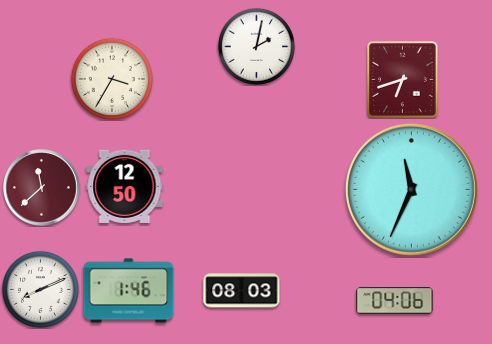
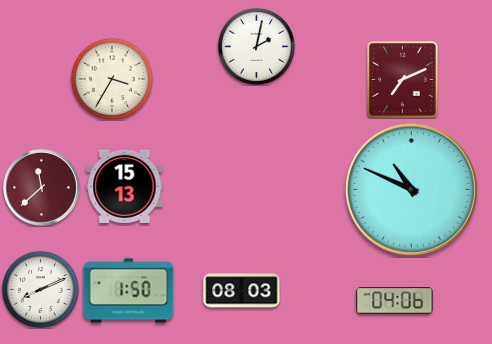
clock at (403, 80): 6:42 -> 7:11
clock at (125, 186): 12:50 -> 15:13
clock at (411, 189): 11:34 -> 10:49
clock at (129, 291): 1:46 -> 1:50
